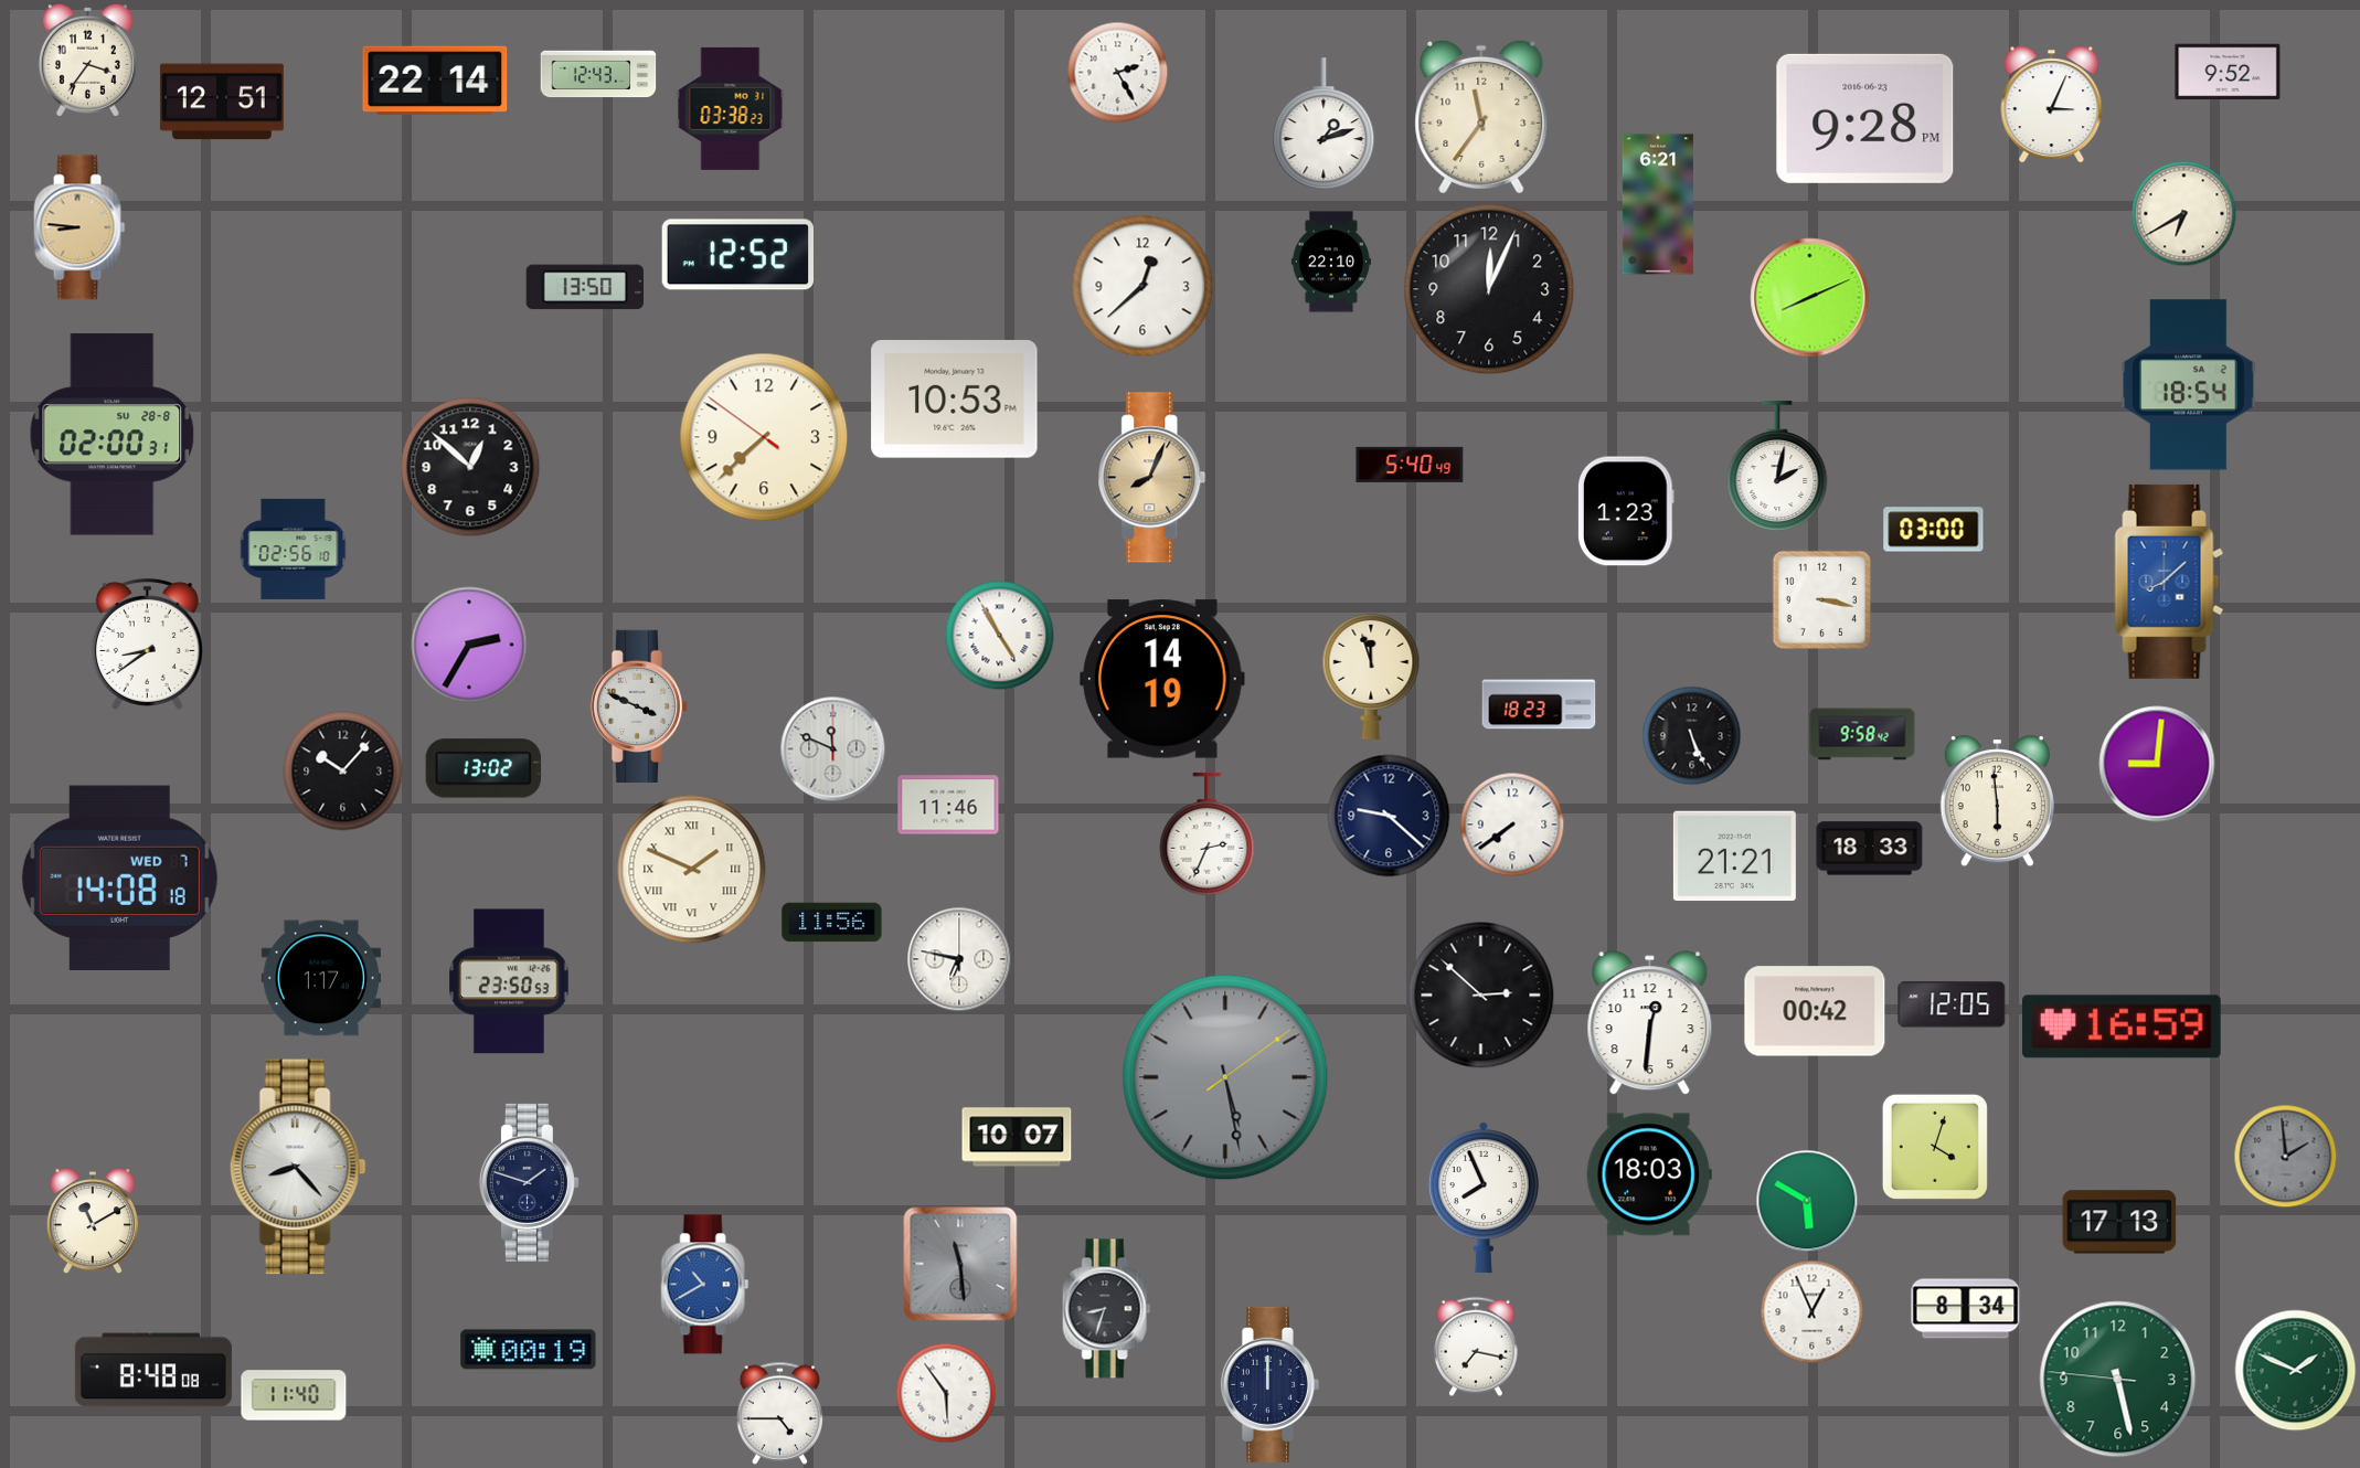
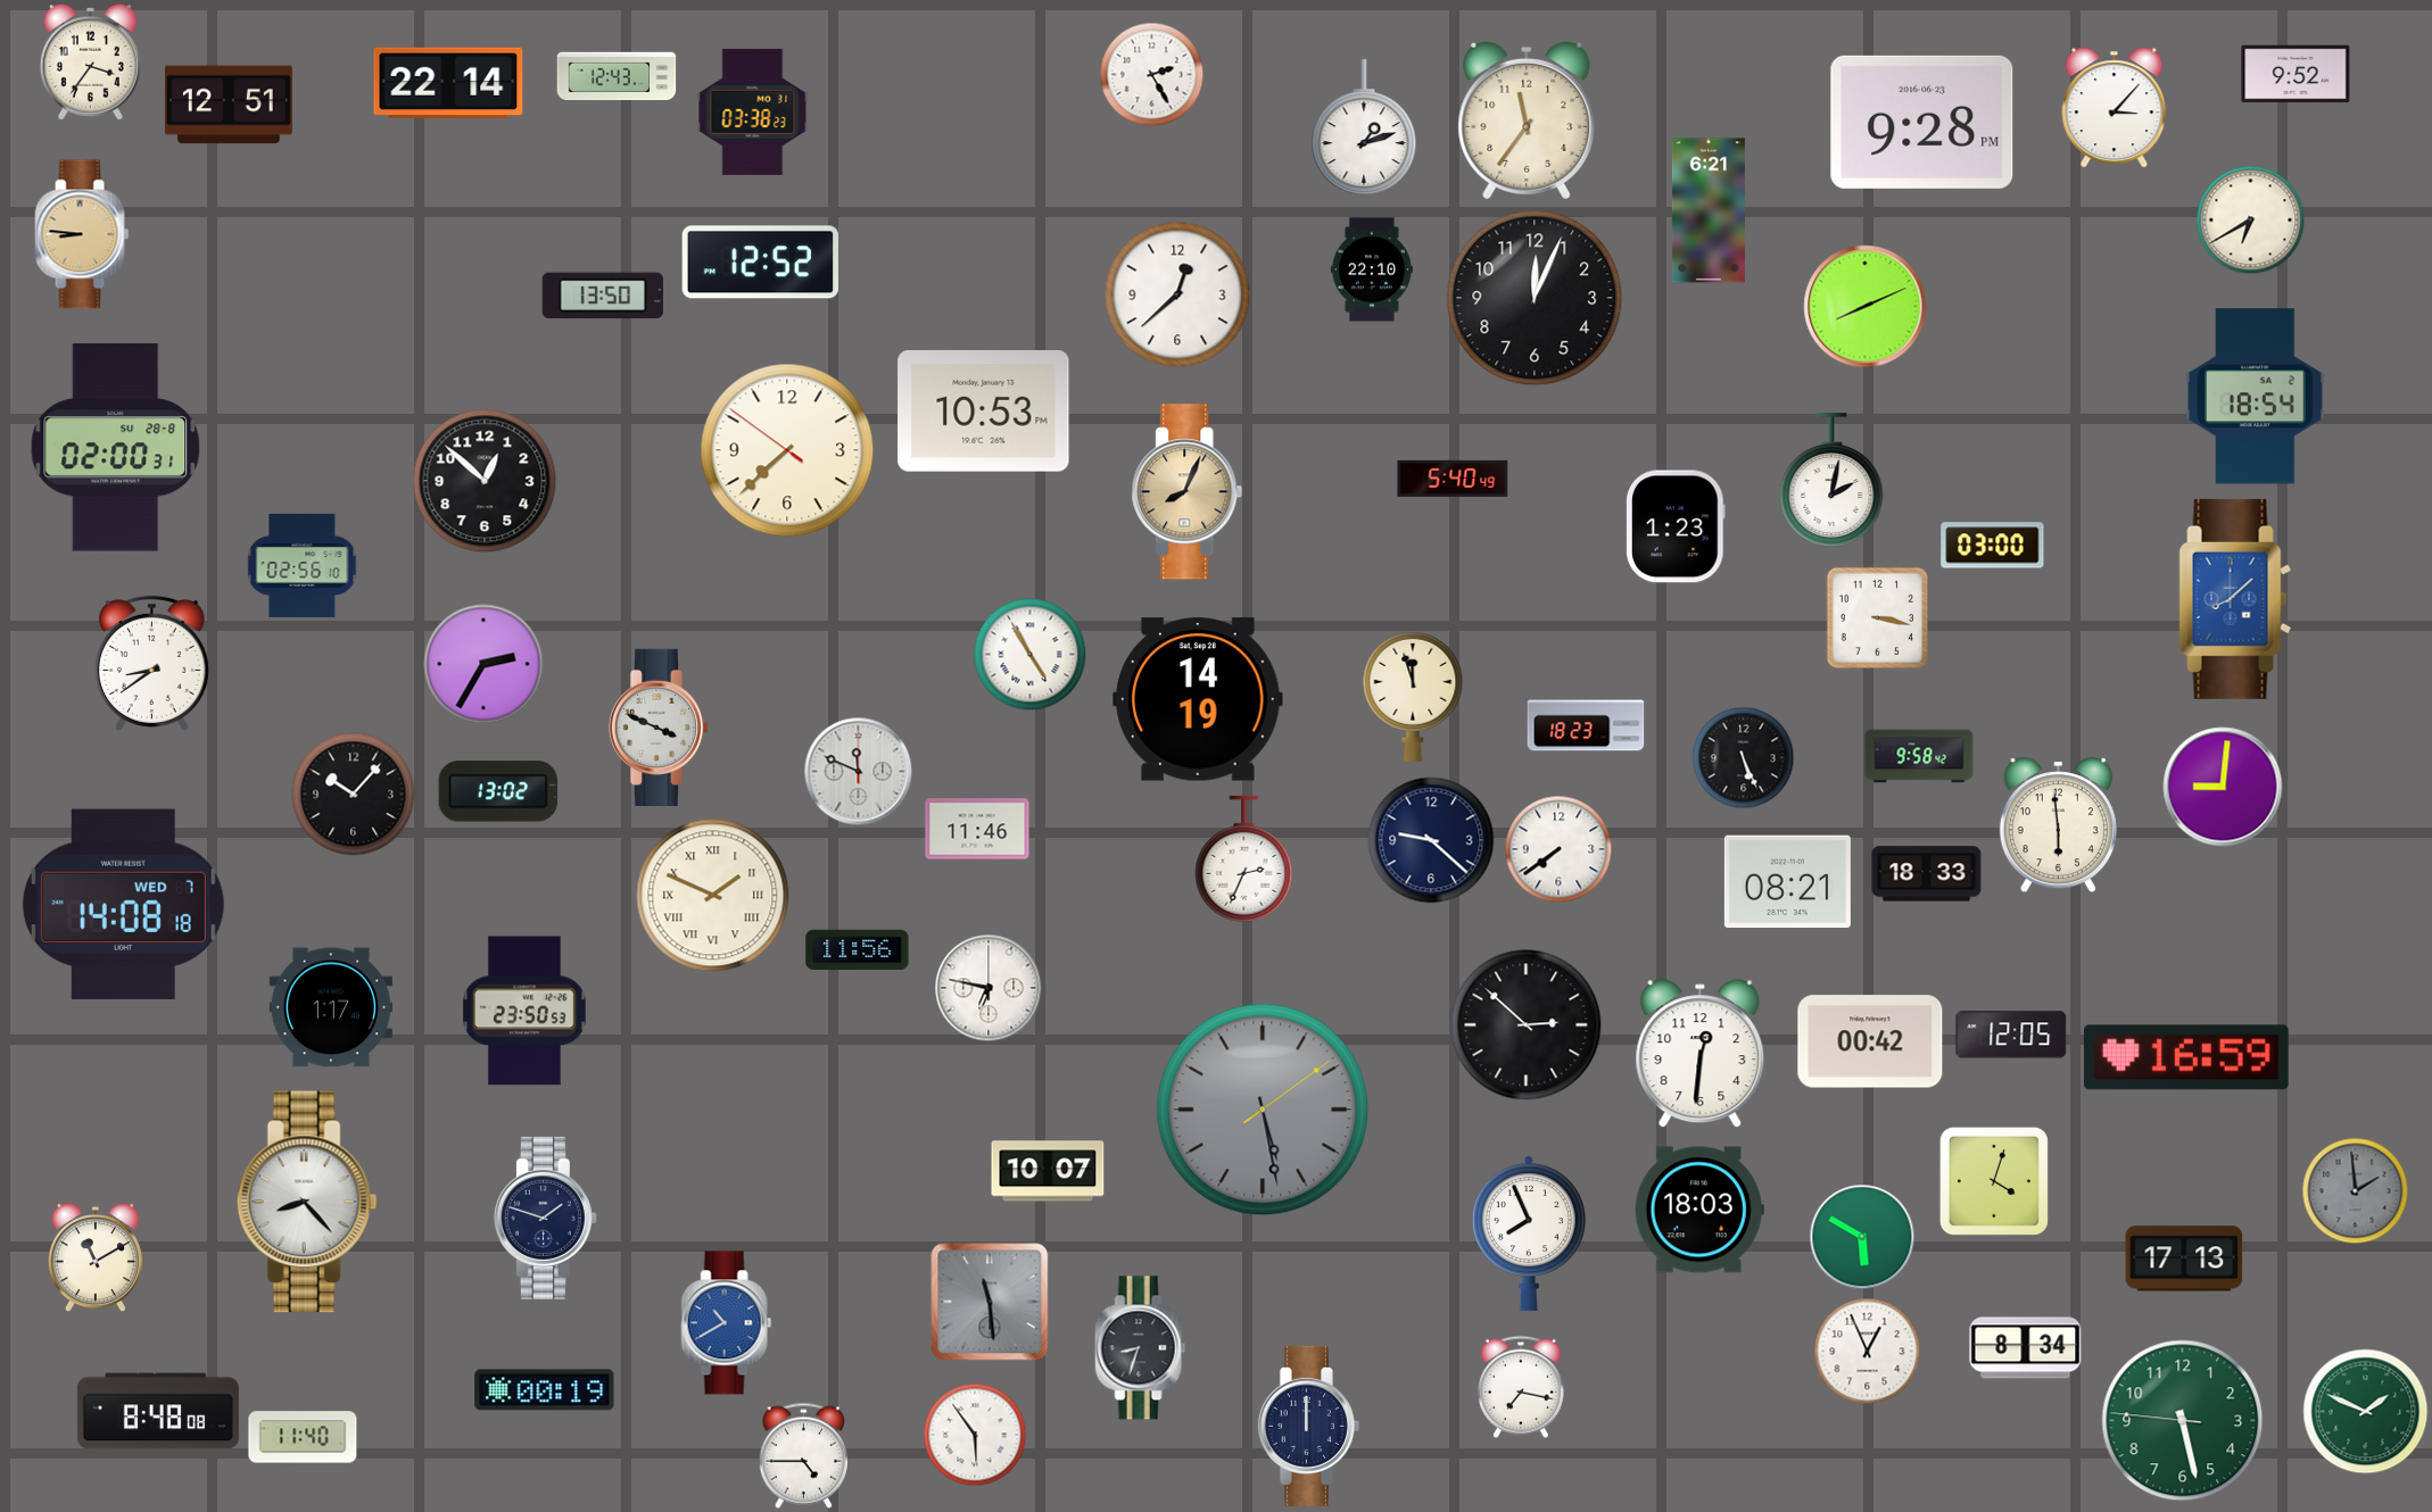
clock at (2052, 105): 3:04 -> 3:07
clock at (1734, 857): 21:21 -> 08:21
